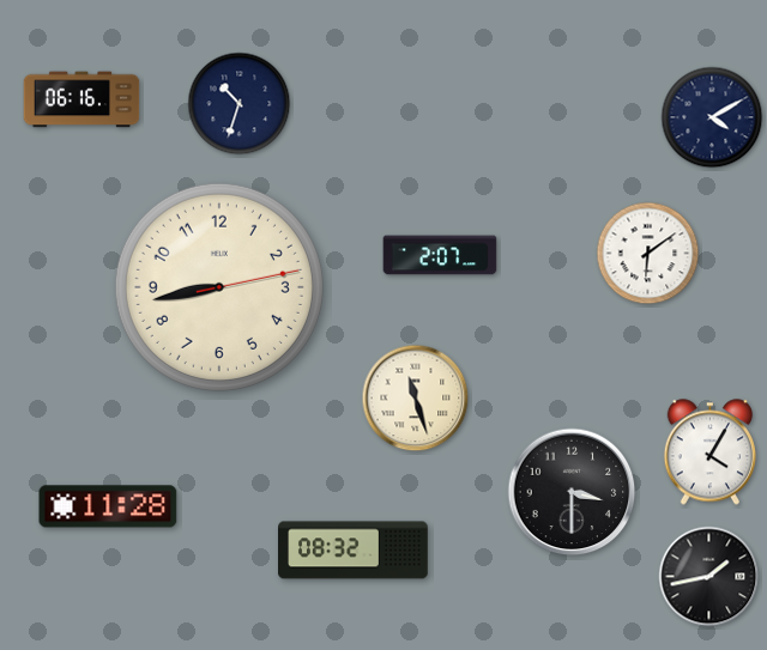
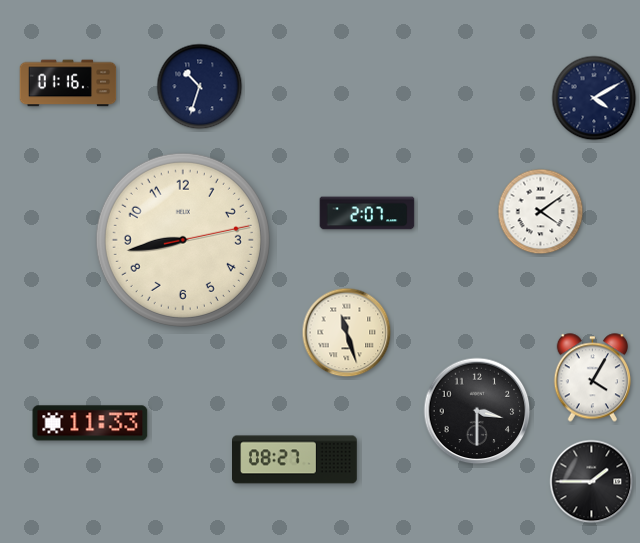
clock at (81, 99): 06:16 -> 01:16
clock at (648, 254): 6:09 -> 4:09
clock at (108, 506): 11:28 -> 11:33
clock at (354, 551): 08:32 -> 08:27
clock at (709, 577): 1:43 -> 1:45
